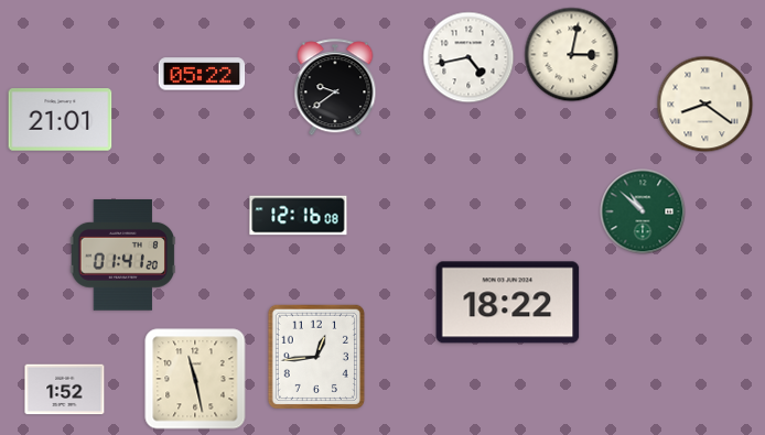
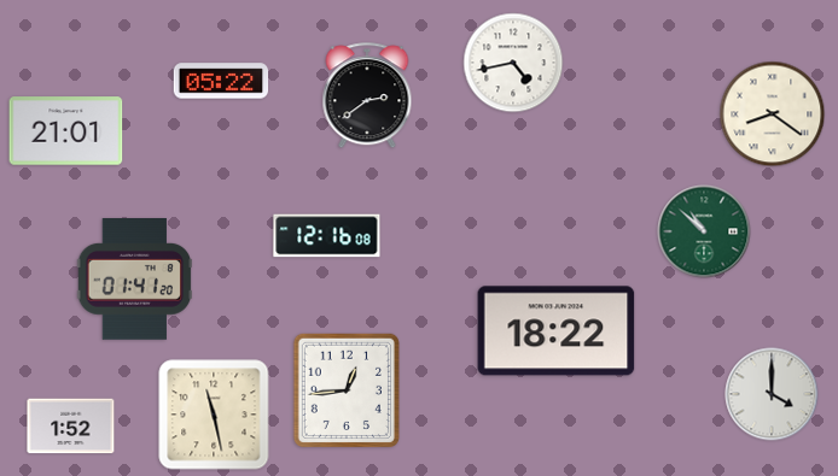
clock at (572, 55): 3:02 -> none
clock at (335, 88): 9:39 -> 2:39
clock at (772, 394): none -> 4:00
